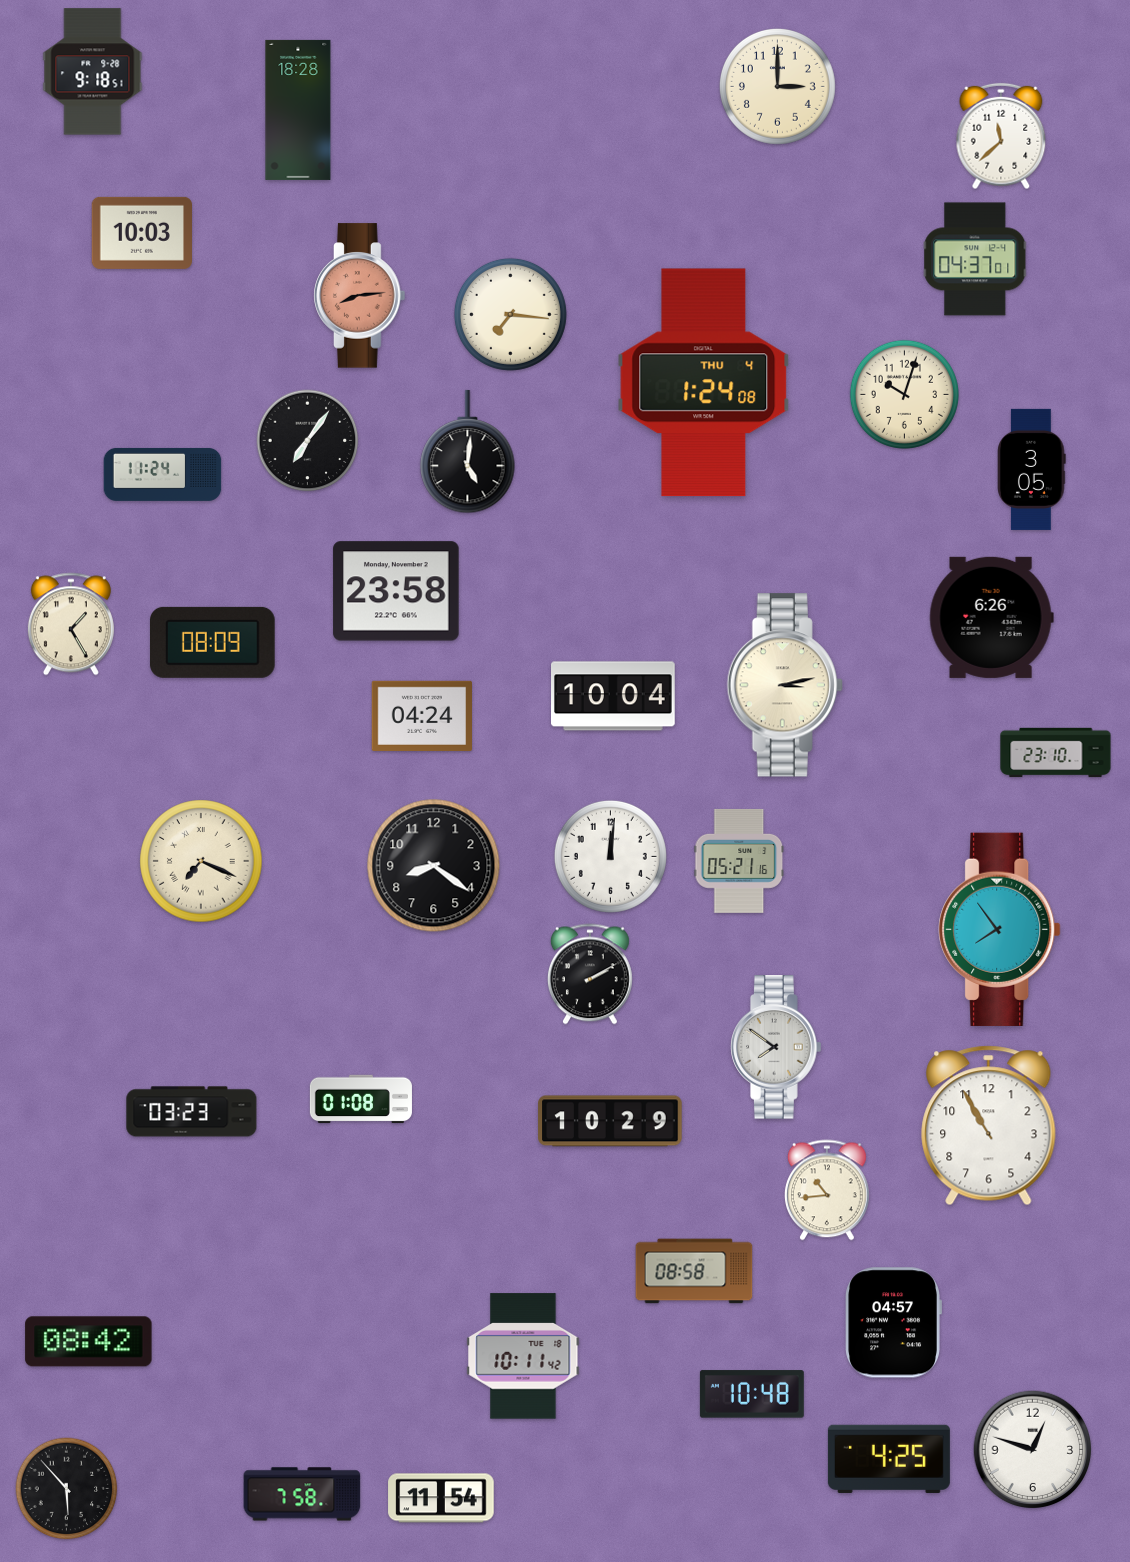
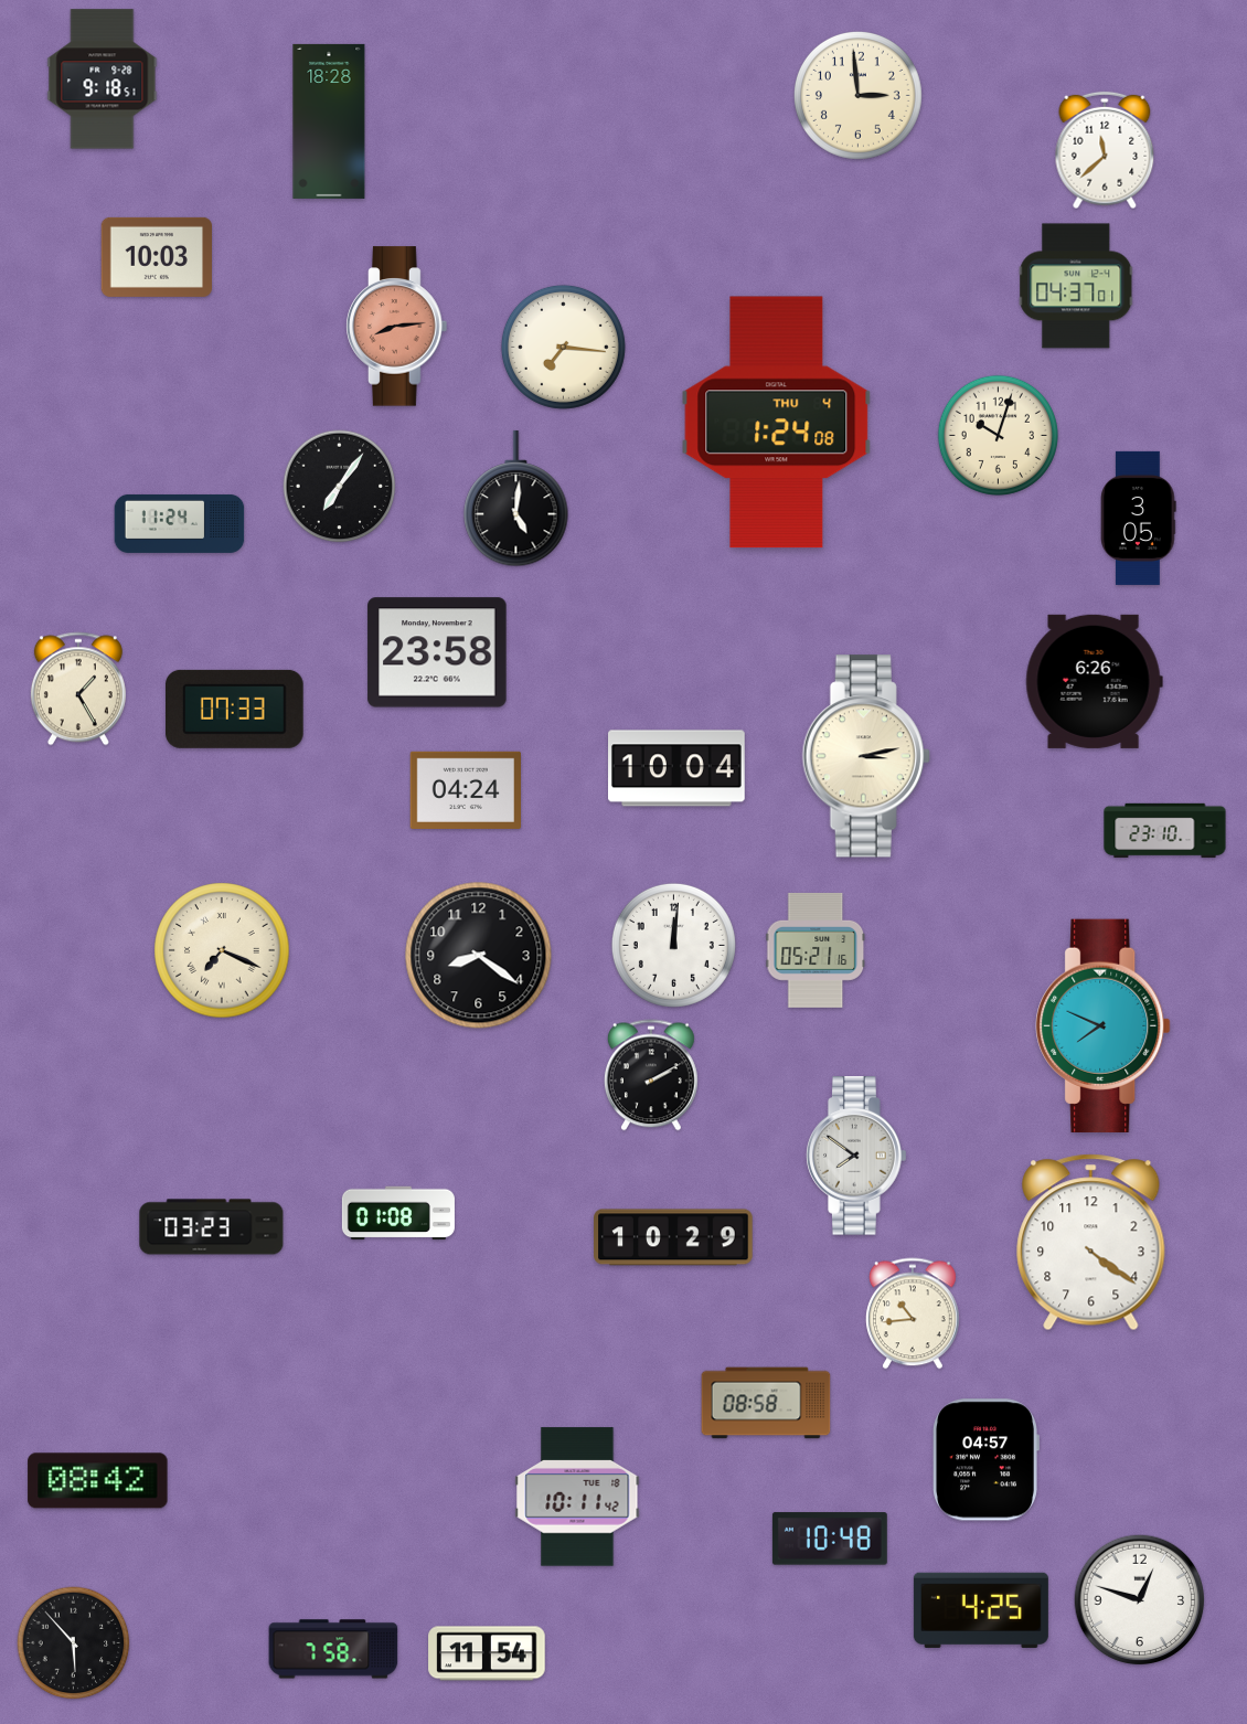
clock at (777, 86): 3:00 -> 2:59
clock at (213, 642): 08:09 -> 07:33
clock at (1000, 929): 7:54 -> 7:49
clock at (989, 1126): 10:55 -> 4:21
